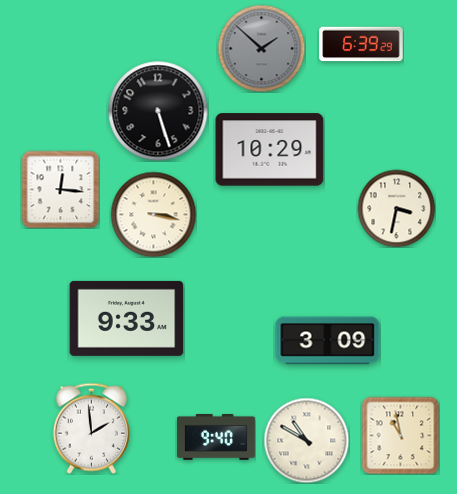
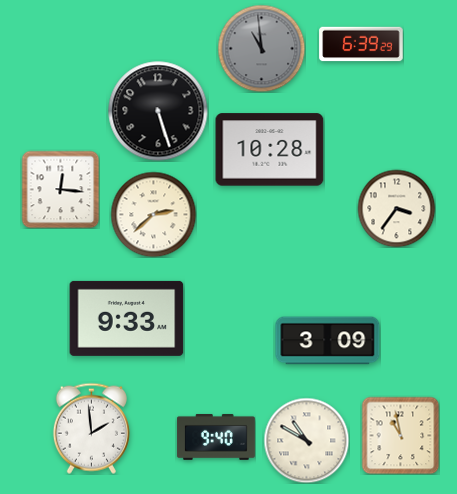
clock at (261, 48): 1:52 -> 10:59
clock at (270, 150): 10:29 -> 10:28
clock at (396, 208): 3:32 -> 3:36
clock at (153, 214): 3:17 -> 2:38
